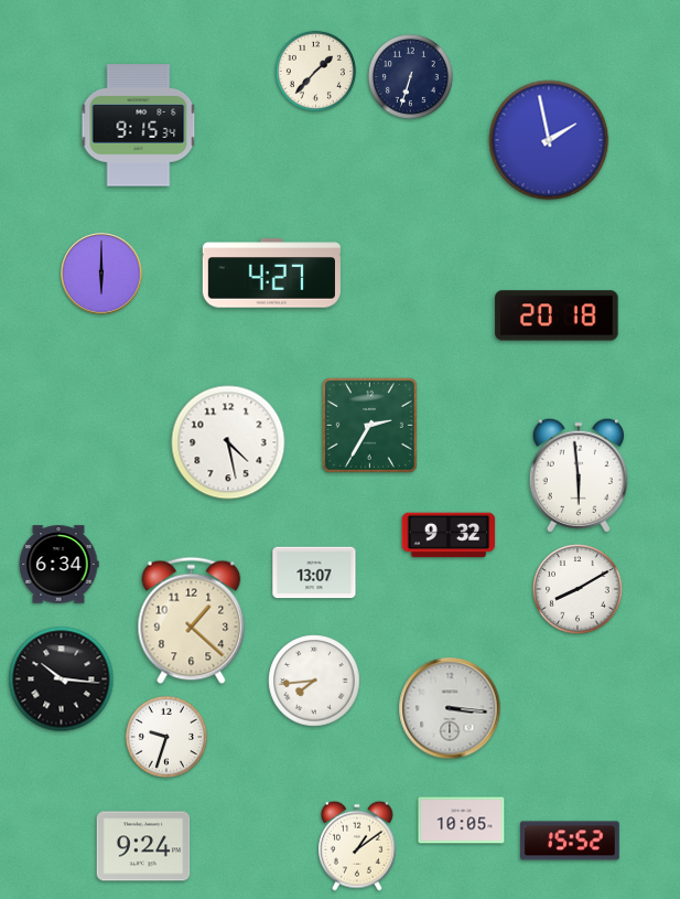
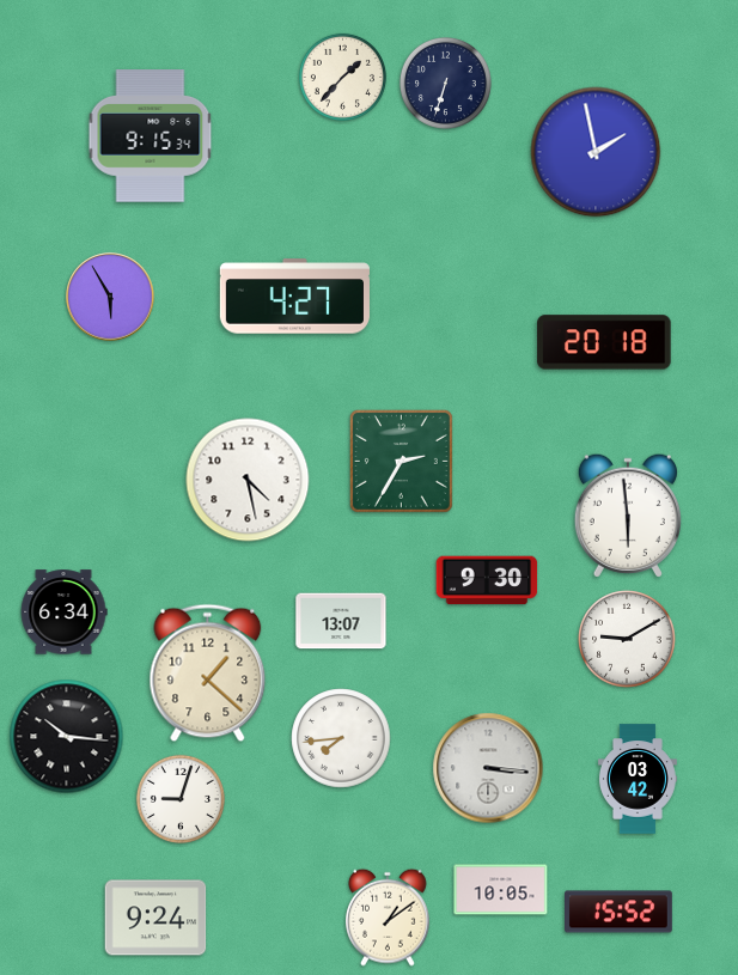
clock at (101, 274): 6:00 -> 5:55
clock at (449, 535): 9:32 -> 9:30
clock at (578, 589): 8:10 -> 9:10
clock at (638, 779): none -> 03:42
clock at (166, 737): 9:33 -> 9:03
